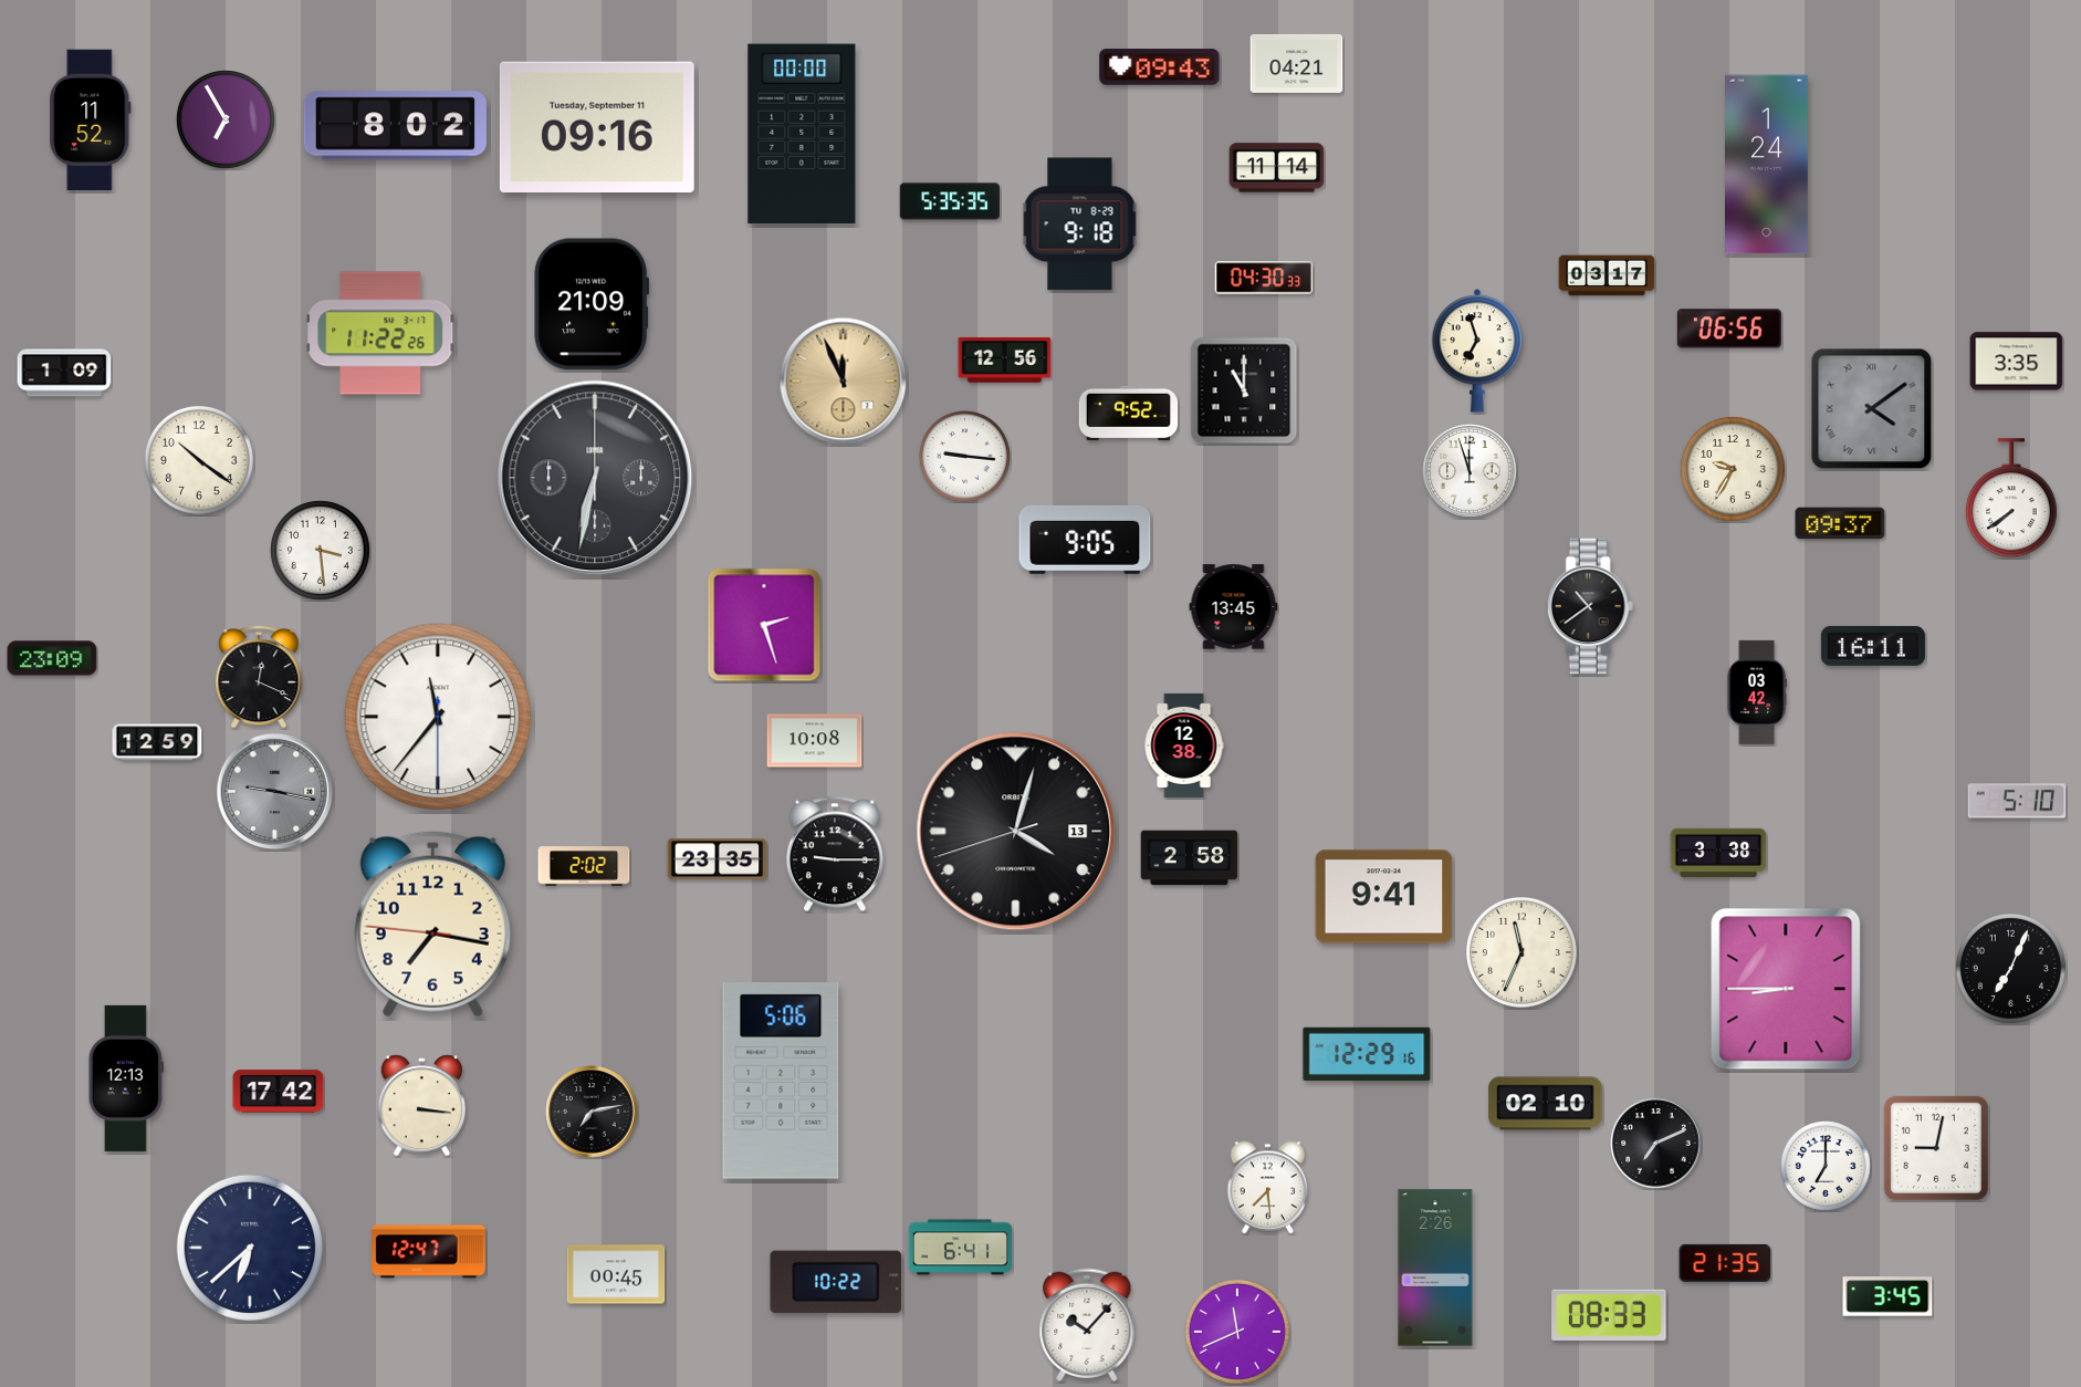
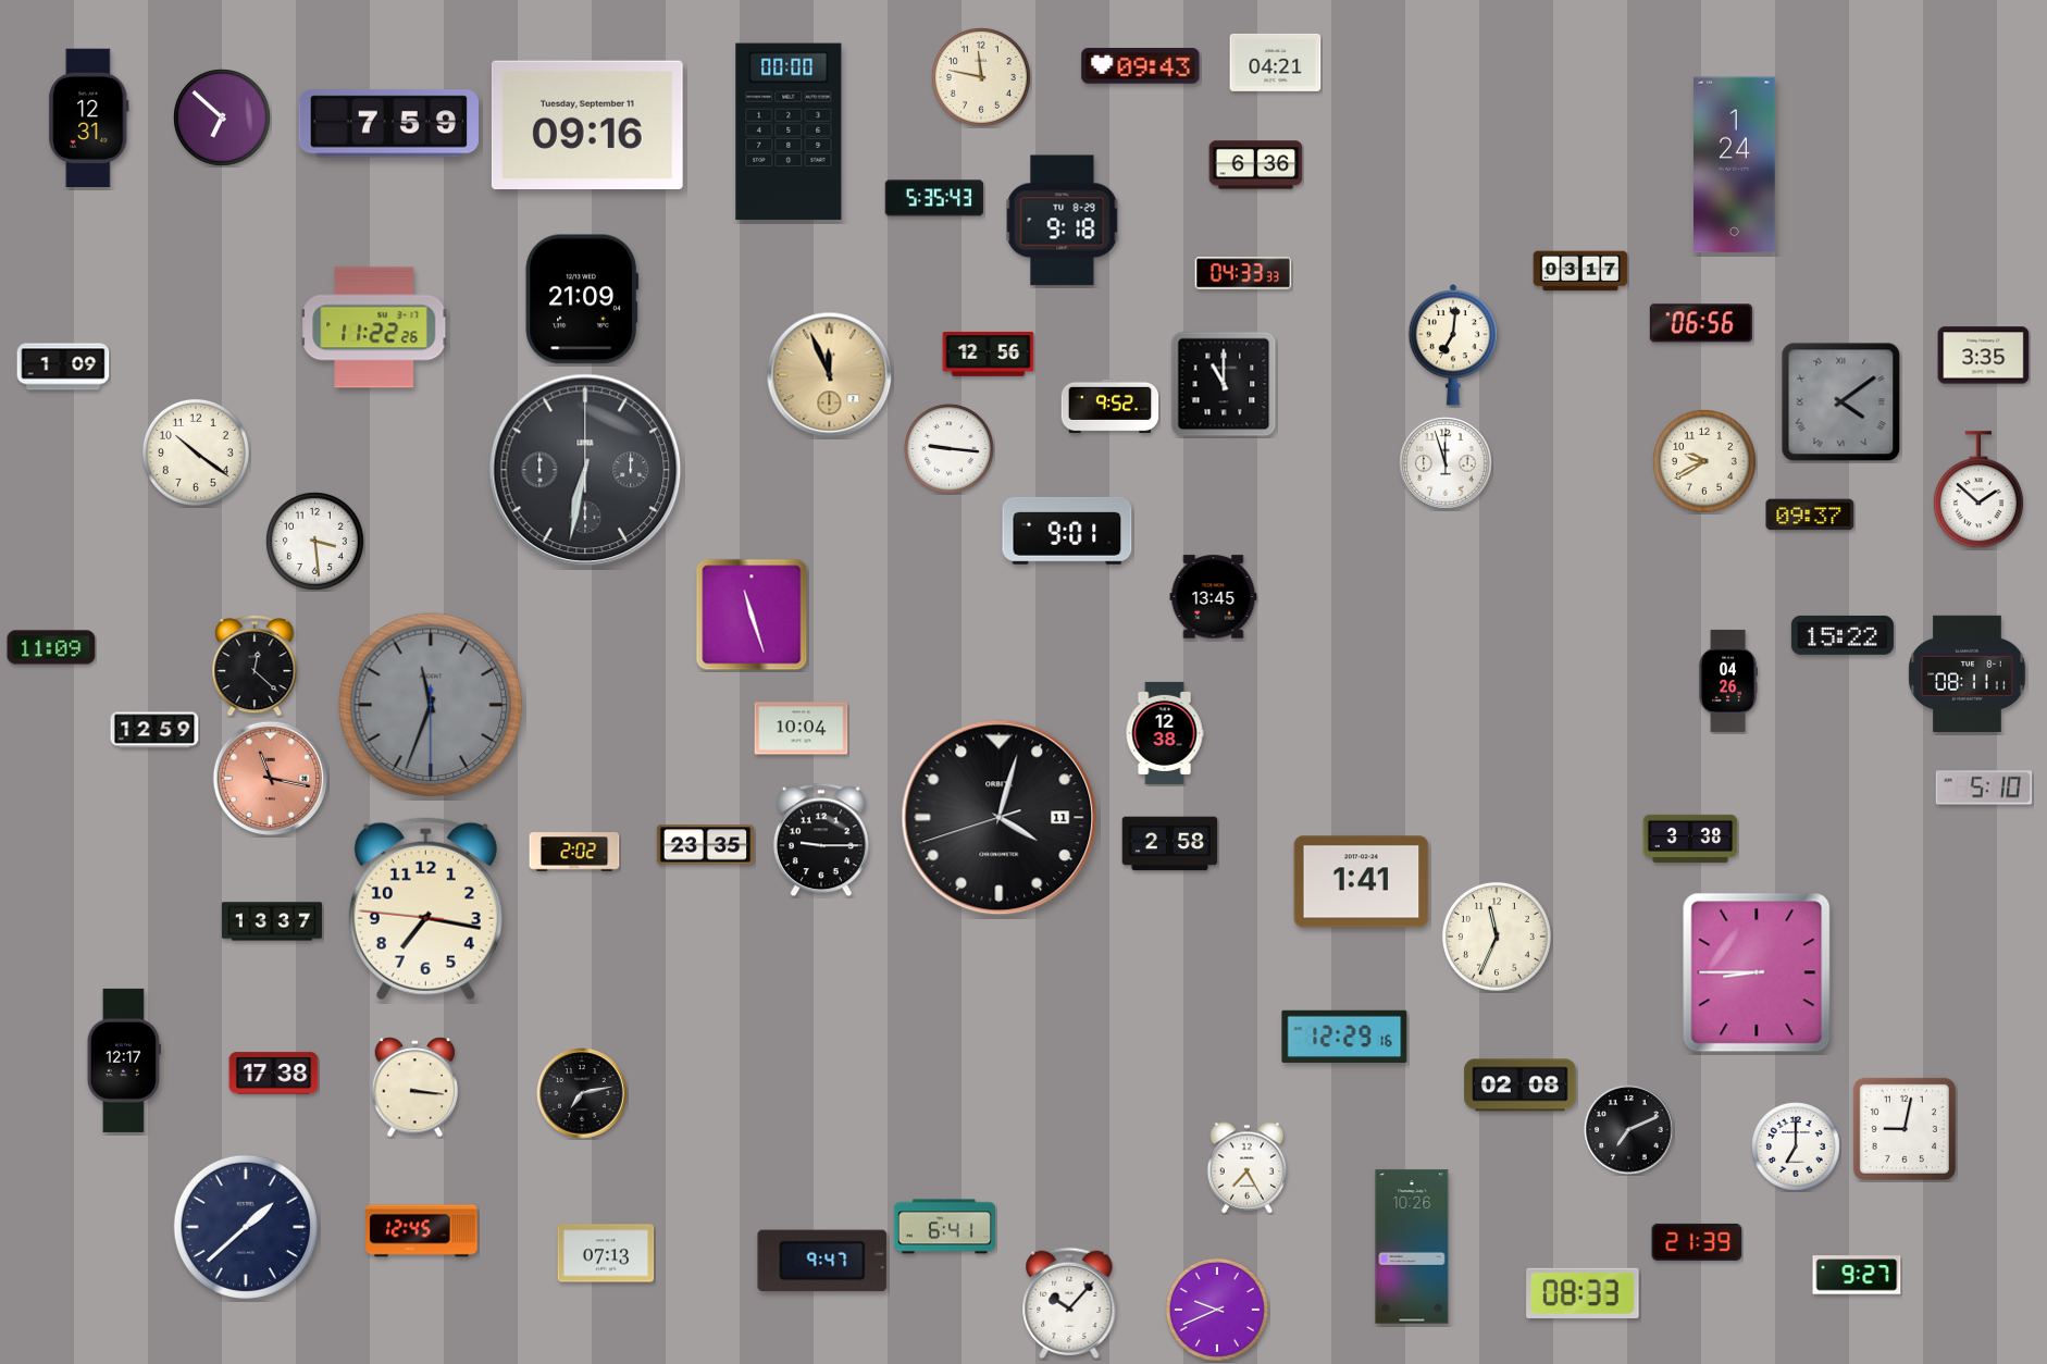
clock at (981, 77): none -> 11:47
clock at (91, 121): 11:52 -> 12:31
clock at (227, 121): 6:55 -> 6:52
clock at (395, 126): 8:02 -> 7:59
clock at (1767, 165) position: (1767, 165) -> (1735, 165)
clock at (1277, 168): 11:14 -> 6:36
clock at (949, 201): 5:35:35 -> 5:35:43
clock at (1264, 278): 04:30 -> 04:33
clock at (1477, 352): 6:57 -> 7:01
clock at (1733, 469): 9:35 -> 9:40
clock at (2011, 499): 7:39 -> 1:52
clock at (1085, 540): 9:05 -> 9:01
clock at (1590, 606): 10:39 -> none
clock at (764, 625): 2:27 -> 11:27
clock at (1873, 646): 16:11 -> 15:22
clock at (52, 658): 23:09 -> 11:09
clock at (259, 677): 12:19 -> 12:22
clock at (1968, 673): none -> 08:11
clock at (1757, 692): 03:42 -> 04:26
clock at (438, 717): 11:36 -> 11:33
clock at (438, 717) dial: white -> grey
clock at (815, 741): 10:08 -> 10:04
clock at (275, 792): 9:17 -> 11:17
clock at (275, 792) dial: grey -> salmon
clock at (1016, 832) date: 13 -> 11
clock at (1384, 897): 9:41 -> 1:41
clock at (272, 921): none -> 13:37
clock at (2010, 968): 7:04 -> none
clock at (126, 1078): 12:13 -> 12:17
clock at (781, 1082): 5:06 -> none
clock at (279, 1092): 17:42 -> 17:38
clock at (1546, 1104): 02:10 -> 02:08
clock at (1656, 1144) position: (1656, 1144) -> (1629, 1130)
clock at (1268, 1188): 7:29 -> 7:25
clock at (250, 1248): 6:38 -> 1:38
clock at (429, 1252): 12:47 -> 12:45
clock at (1725, 1263): 21:35 -> 21:39
clock at (1435, 1268): 2:26 -> 10:26
clock at (616, 1274): 00:45 -> 07:13
clock at (836, 1282): 10:22 -> 9:47
clock at (1887, 1296): 3:45 -> 9:27
clock at (1237, 1332): 11:41 -> 9:41
